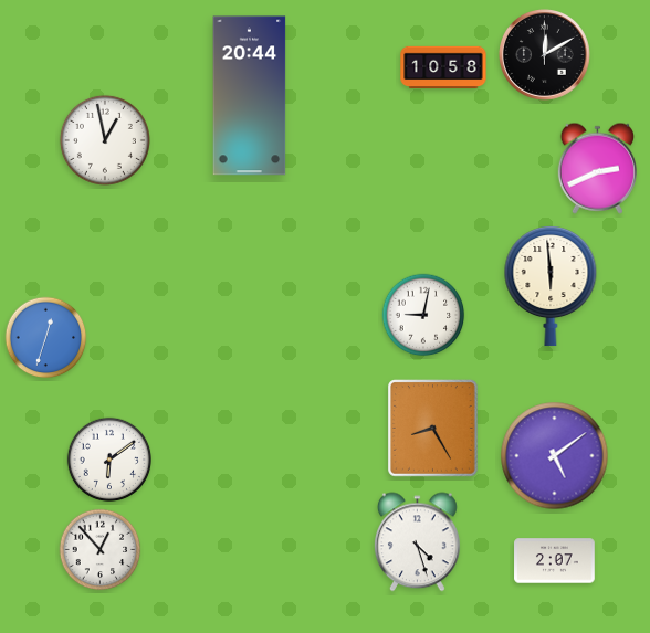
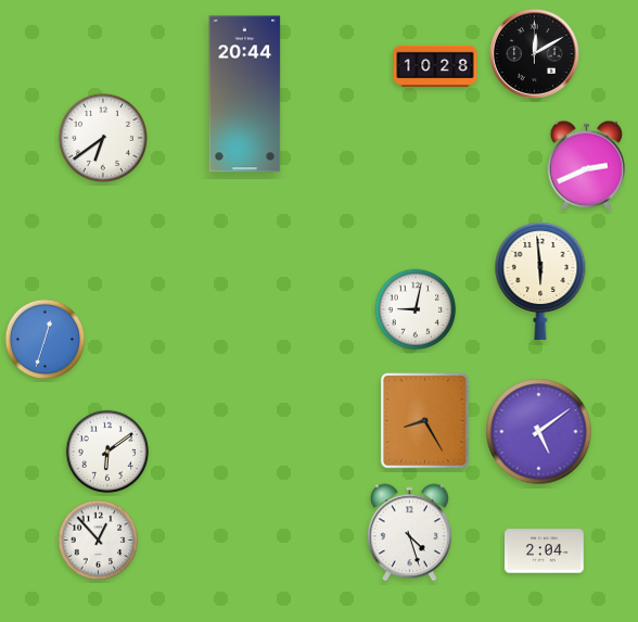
clock at (443, 67): 10:58 -> 10:28
clock at (105, 140): 12:58 -> 6:39
clock at (46, 338) position: (46, 338) -> (46, 340)
clock at (555, 456) position: (555, 456) -> (539, 432)
clock at (555, 561): 2:07 -> 2:04
